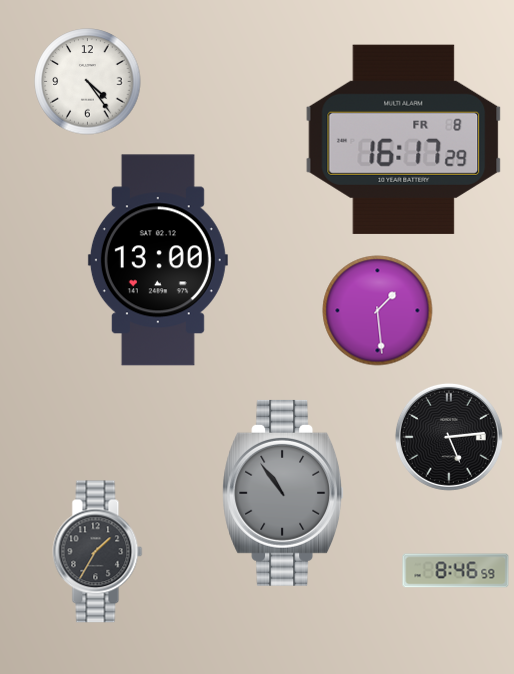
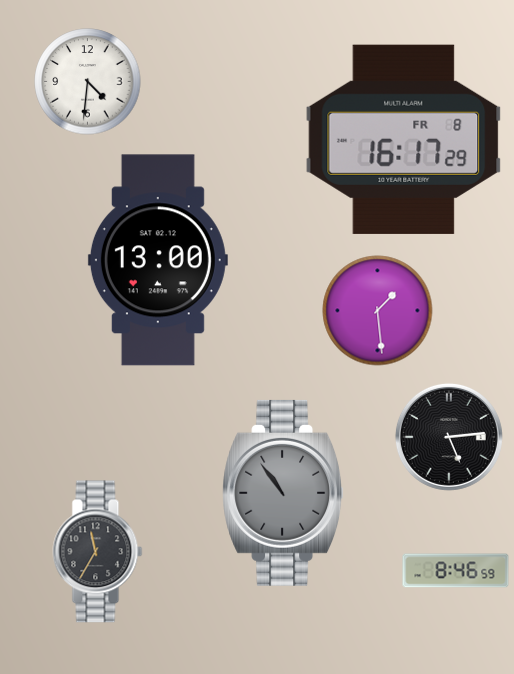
clock at (88, 82): 4:24 -> 4:31
clock at (98, 552): 1:35 -> 11:35
